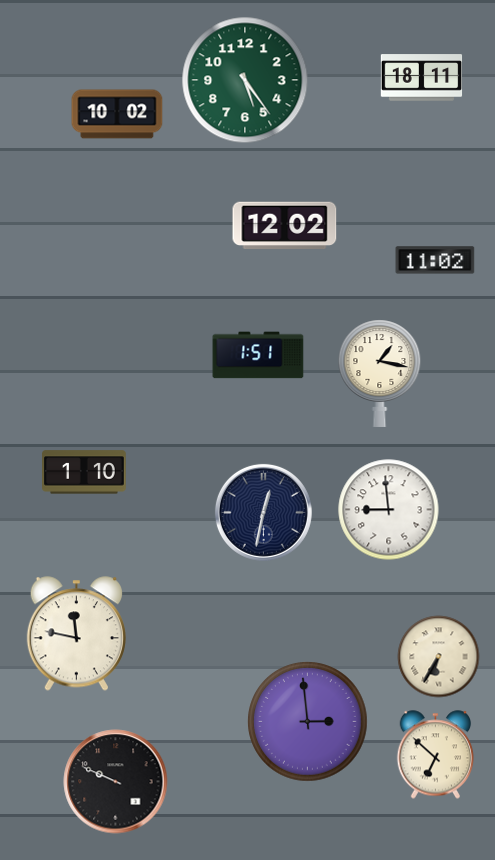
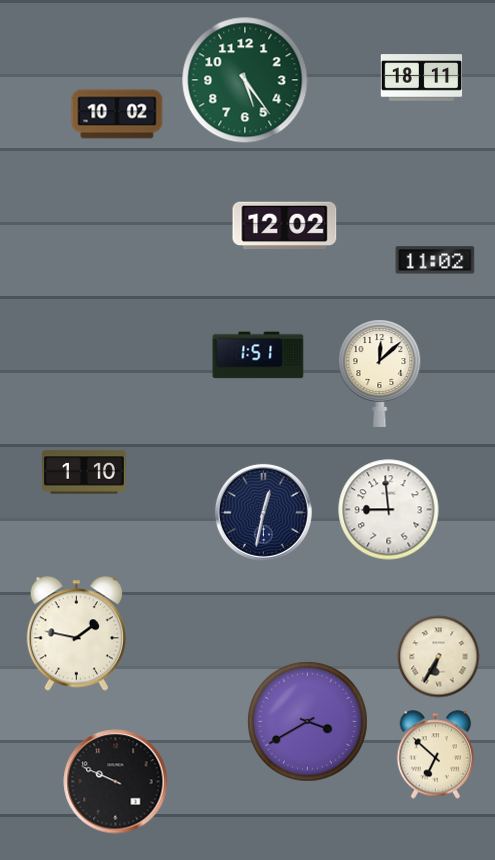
clock at (380, 373): 1:17 -> 12:08
clock at (76, 634): 11:47 -> 1:47
clock at (308, 722): 2:59 -> 3:40
